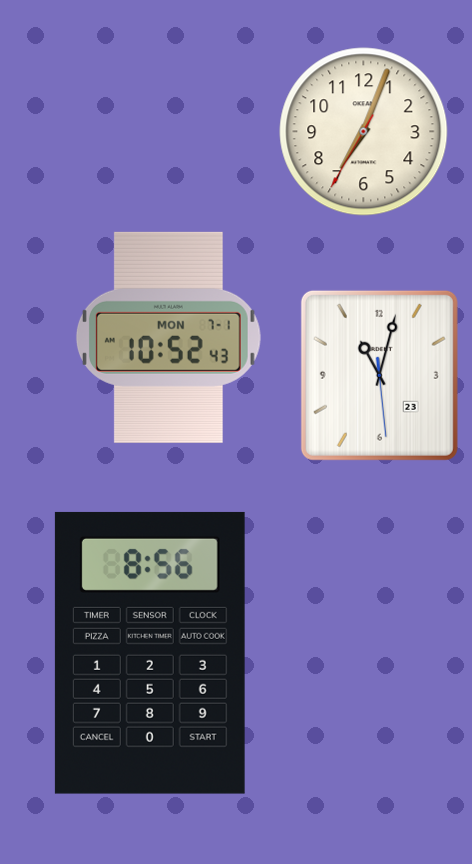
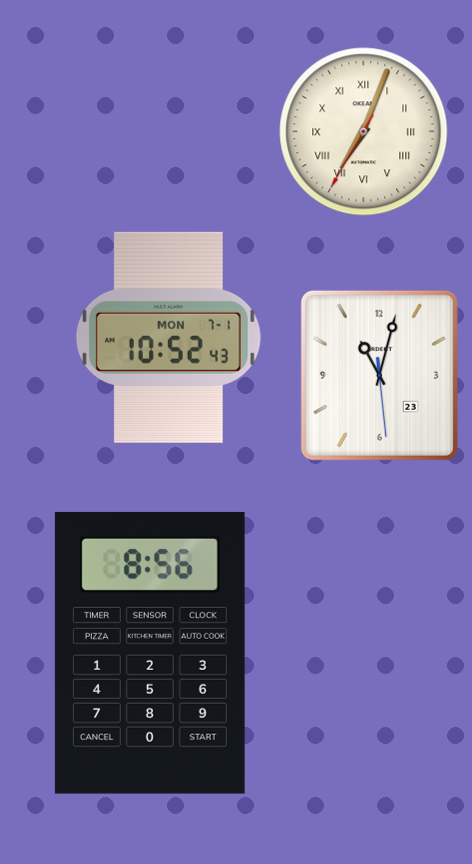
clock at (364, 132) numerals: Arabic -> Roman
